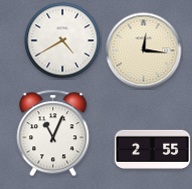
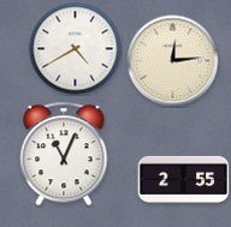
clock at (144, 51): 12:16 -> 12:14
clock at (53, 133) position: (53, 133) -> (64, 154)
